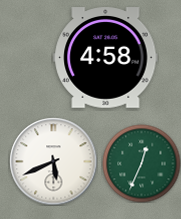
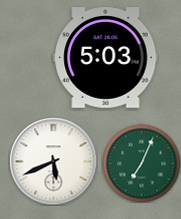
clock at (106, 58): 4:58 -> 5:03
clock at (141, 163): 12:34 -> 7:04
